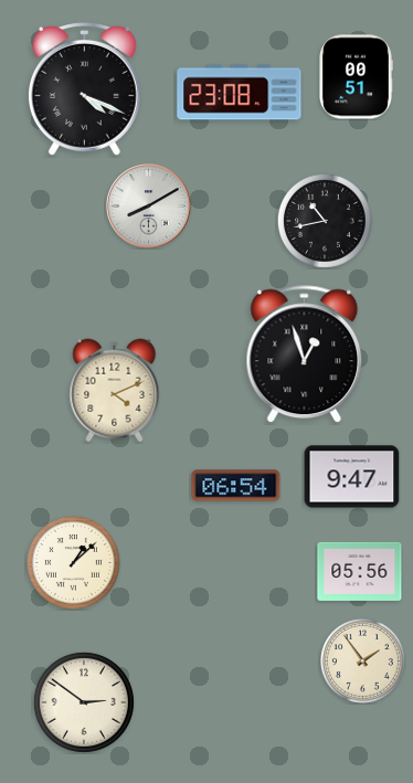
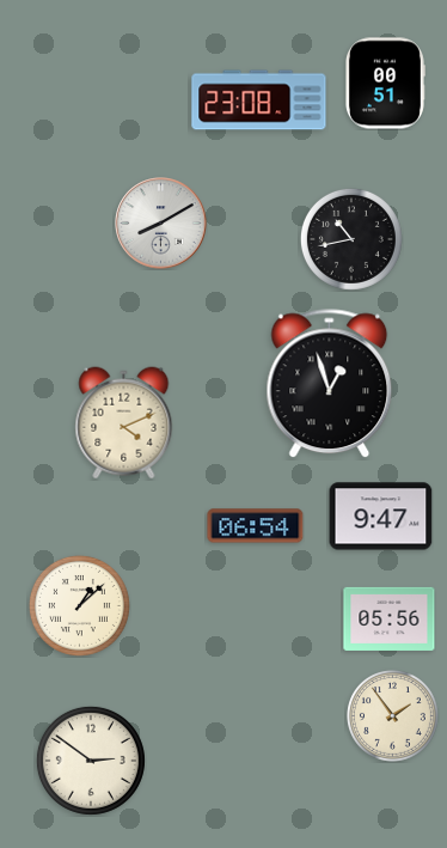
clock at (84, 89): 4:19 -> none
clock at (73, 562) position: (73, 562) -> (79, 605)
